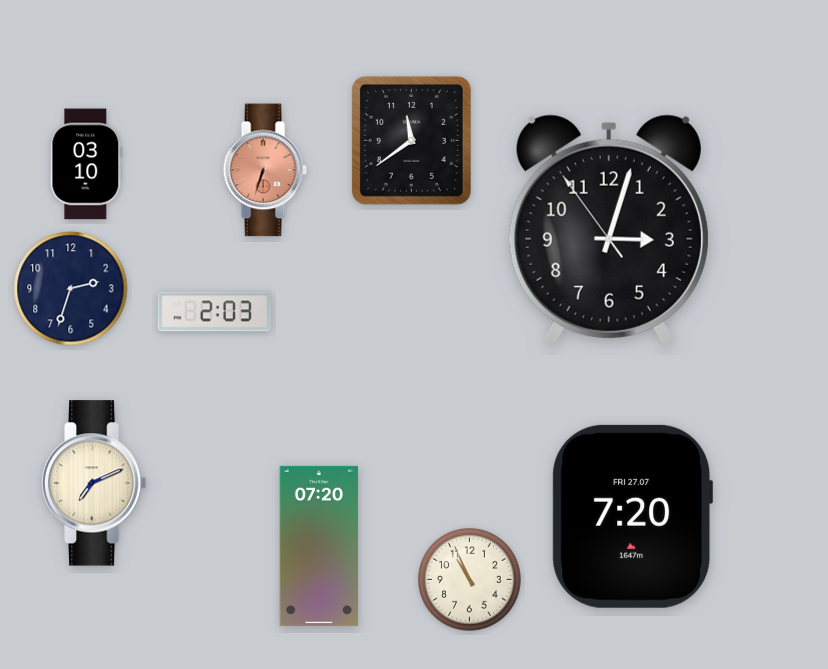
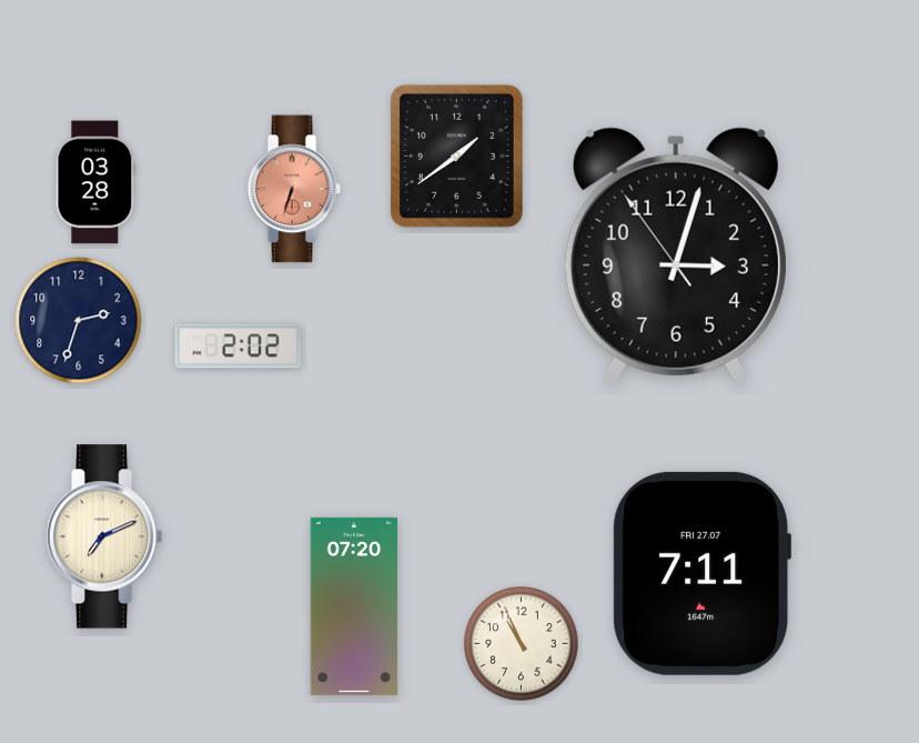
clock at (411, 140): 11:39 -> 1:39
clock at (86, 164): 03:10 -> 03:28
clock at (215, 312): 2:03 -> 2:02
clock at (632, 516): 7:20 -> 7:11
